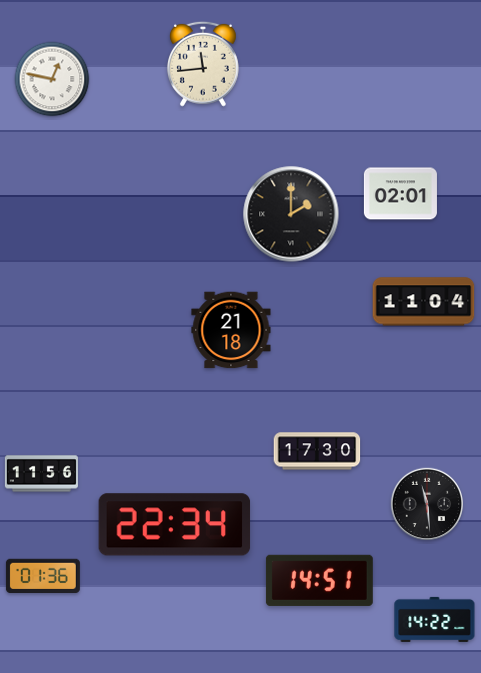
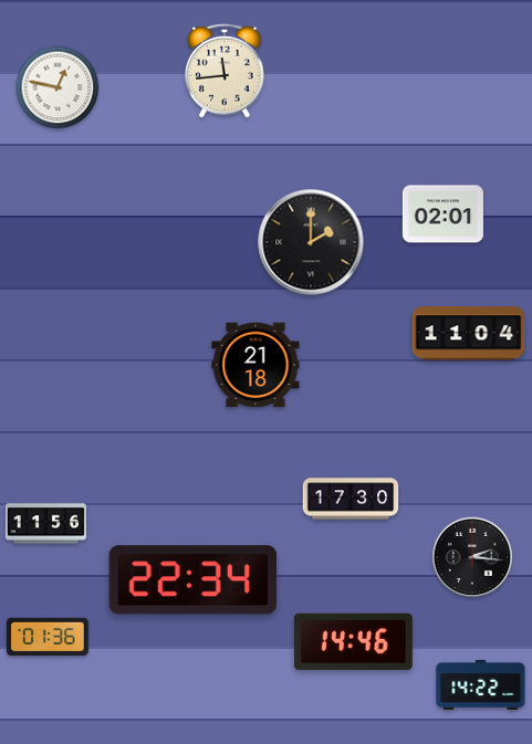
clock at (291, 214) position: (291, 214) -> (311, 242)
clock at (427, 504): 11:29 -> 2:16
clock at (319, 580): 14:51 -> 14:46
